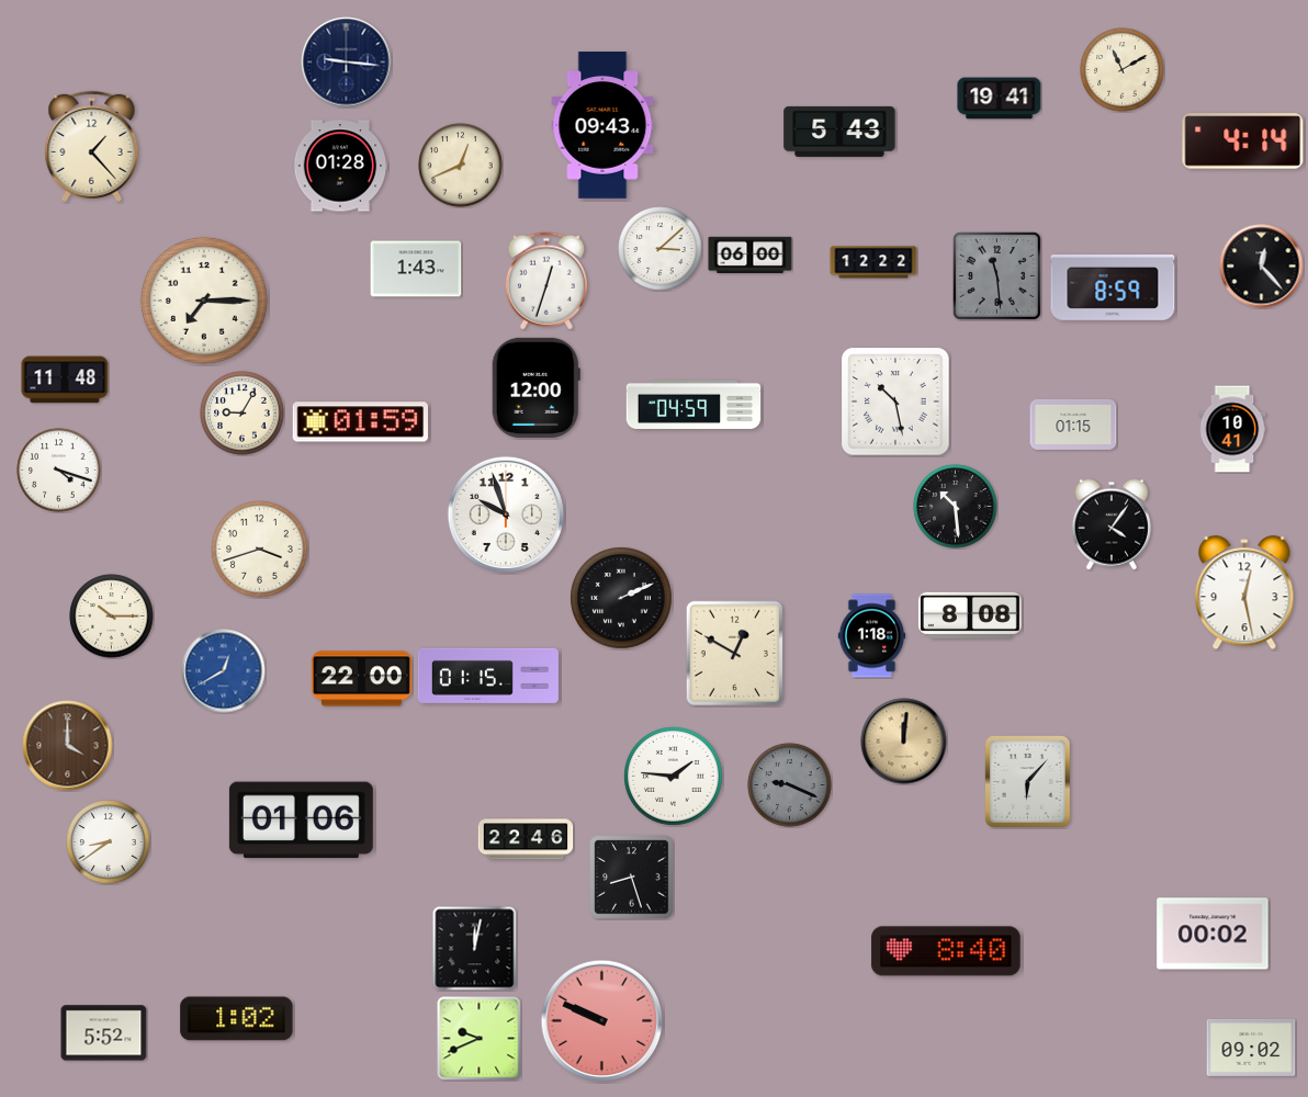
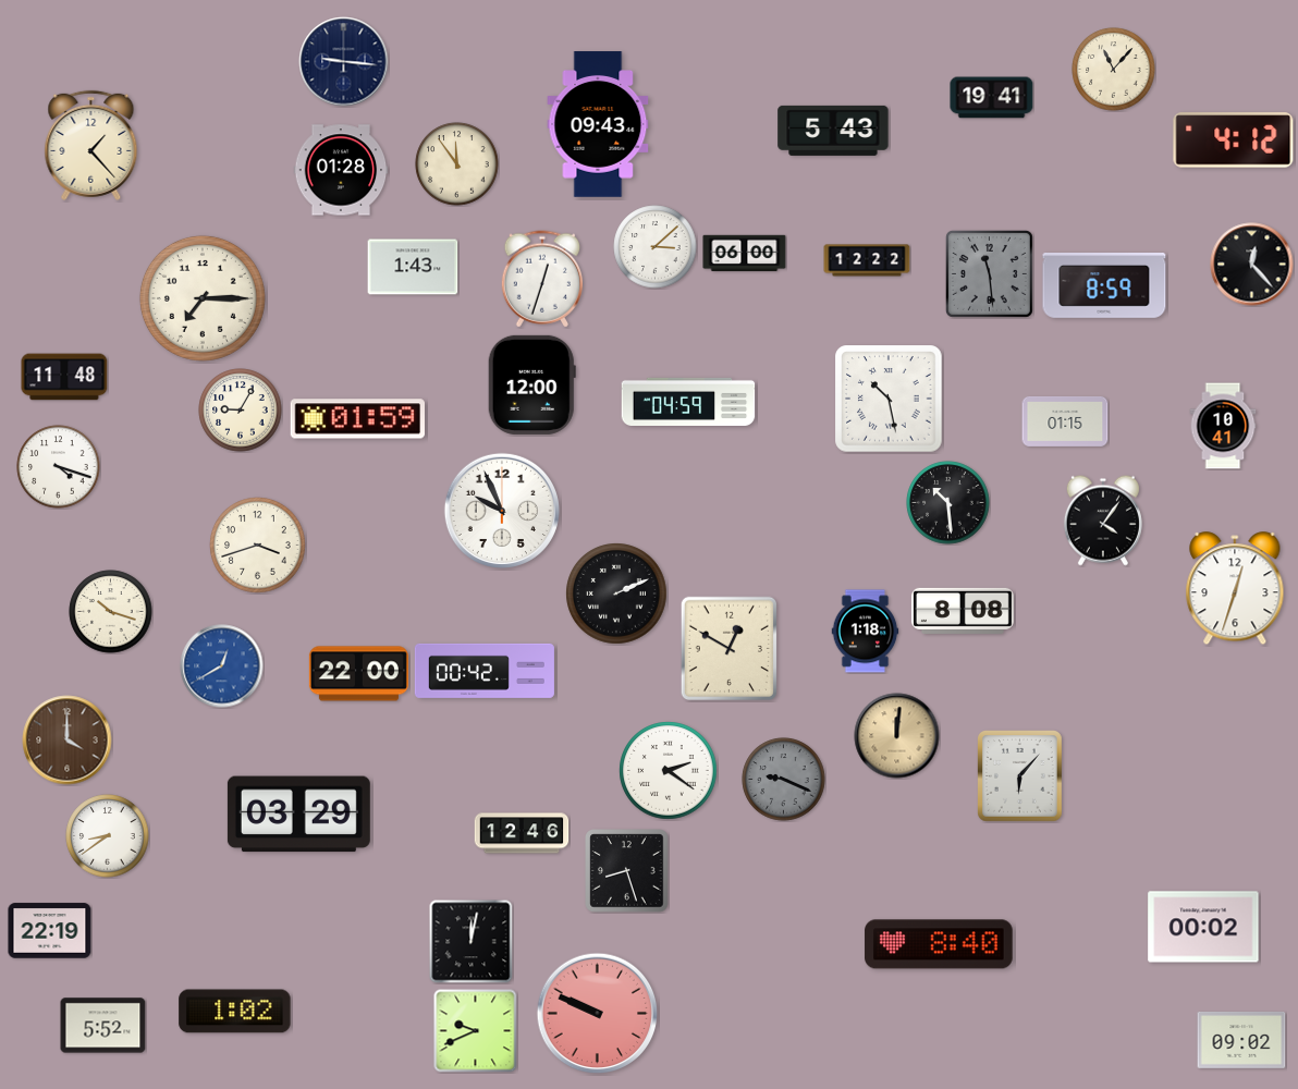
clock at (1123, 70): 11:10 -> 11:07
clock at (1243, 142): 4:14 -> 4:12
clock at (340, 166) position: (340, 166) -> (341, 170)
clock at (461, 166): 12:41 -> 11:54
clock at (506, 514): 9:57 -> 9:56
clock at (1244, 593): 12:28 -> 12:33
clock at (112, 617): 10:15 -> 10:18
clock at (488, 676): 01:15 -> 00:42
clock at (674, 777): 1:46 -> 2:21
clock at (301, 821): 01:06 -> 03:29
clock at (526, 839): 22:46 -> 12:46
clock at (50, 931): none -> 22:19
